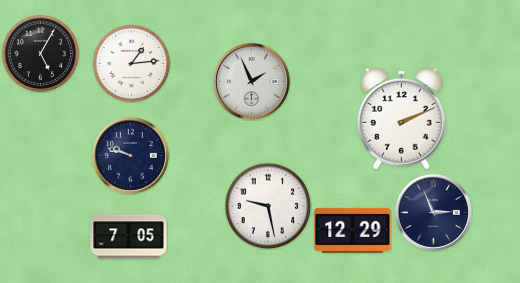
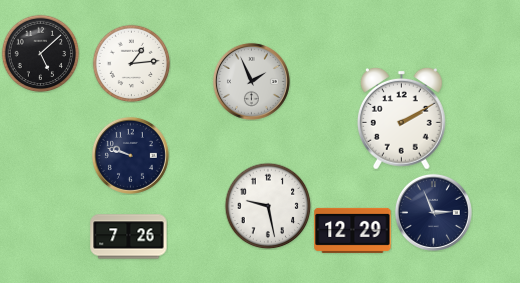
clock at (40, 53): 5:05 -> 5:08
clock at (402, 118): 2:11 -> 2:10
clock at (129, 237): 7:05 -> 7:26
